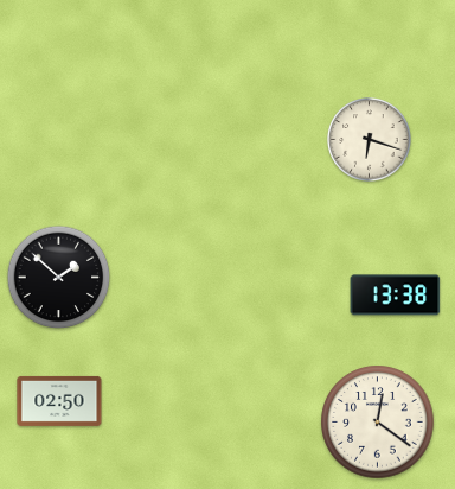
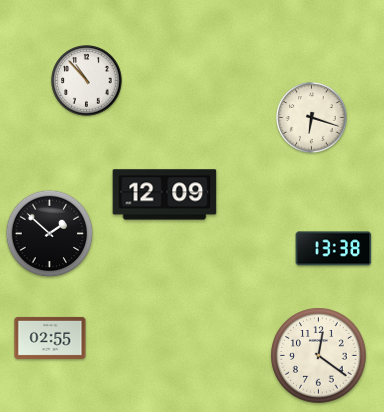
clock at (87, 81): none -> 10:53
clock at (165, 195): none -> 12:09
clock at (59, 401): 02:50 -> 02:55
